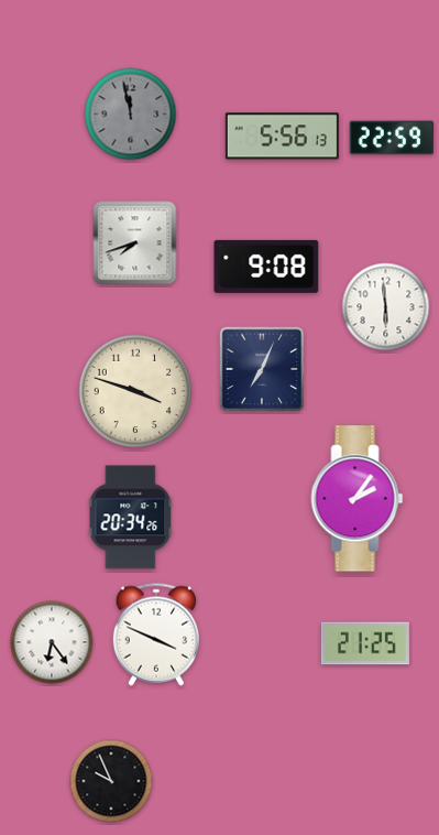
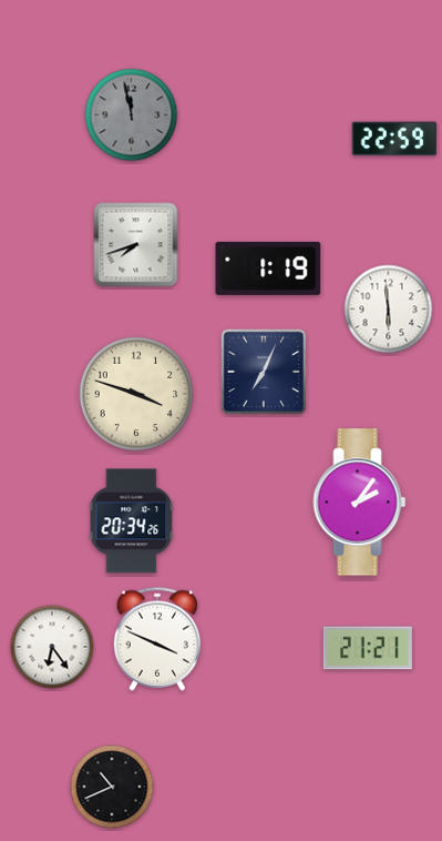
clock at (282, 137): 5:56 -> none
clock at (266, 267): 9:08 -> 1:19
clock at (365, 643): 21:25 -> 21:21
clock at (111, 781): 9:56 -> 10:41
